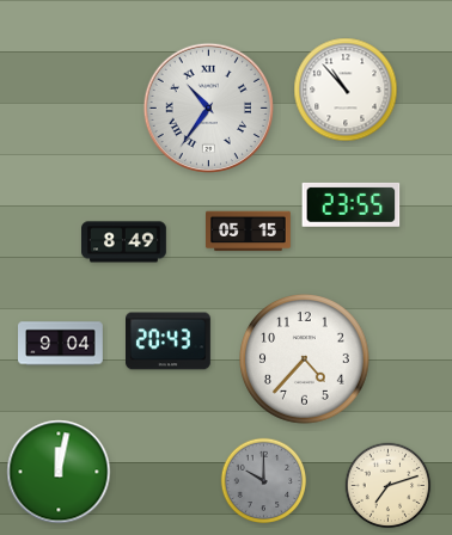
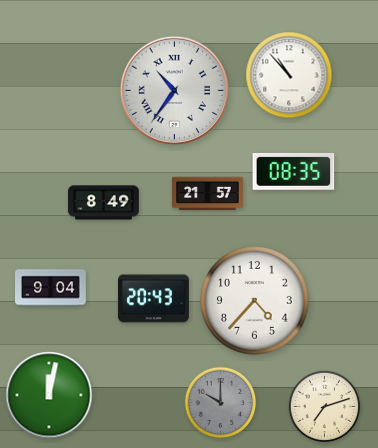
clock at (352, 204): 23:55 -> 08:35
clock at (249, 232): 05:15 -> 21:57
clock at (169, 342) position: (169, 342) -> (154, 299)
